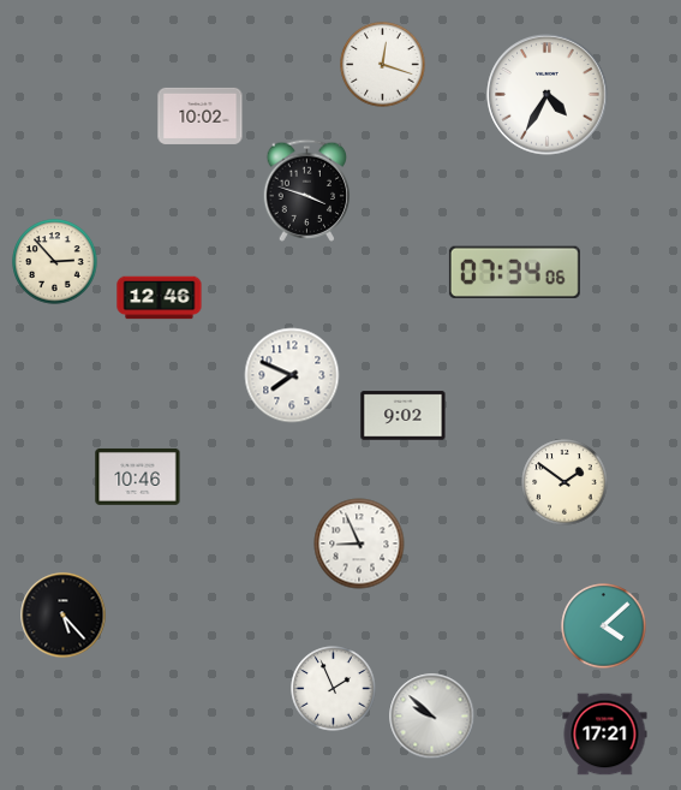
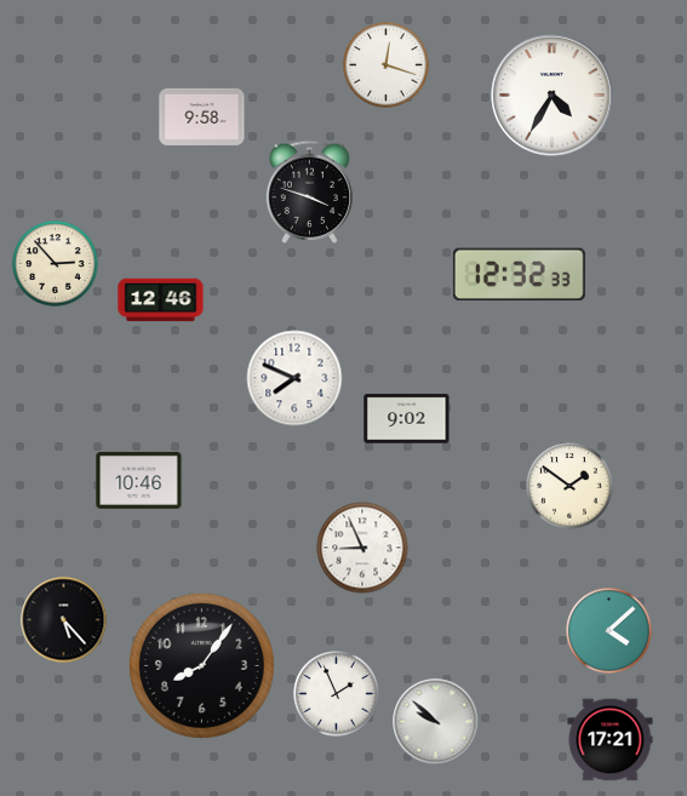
clock at (201, 115): 10:02 -> 9:58
clock at (514, 272): 07:34 -> 12:32
clock at (201, 665): none -> 8:06
